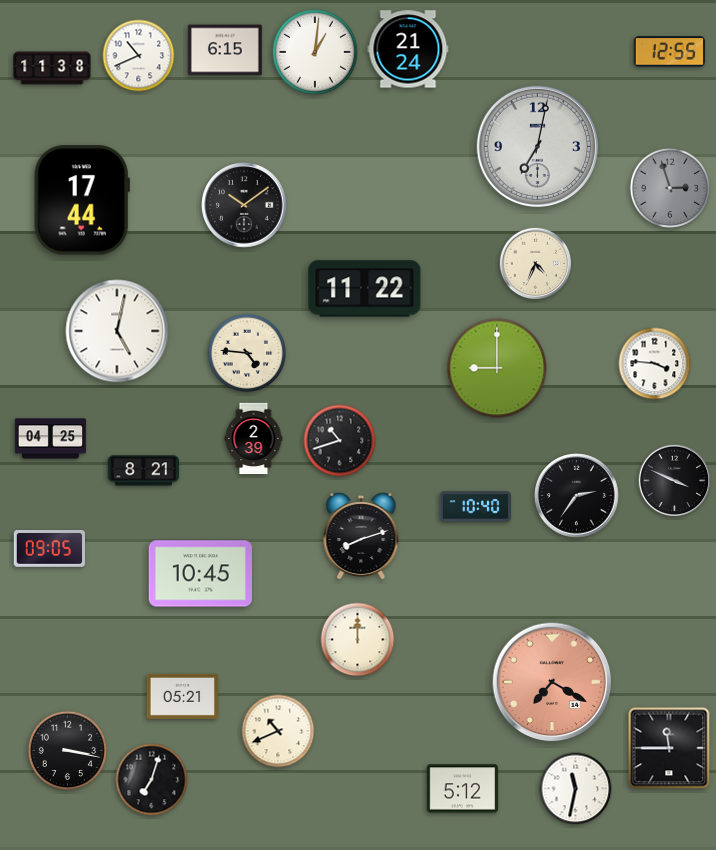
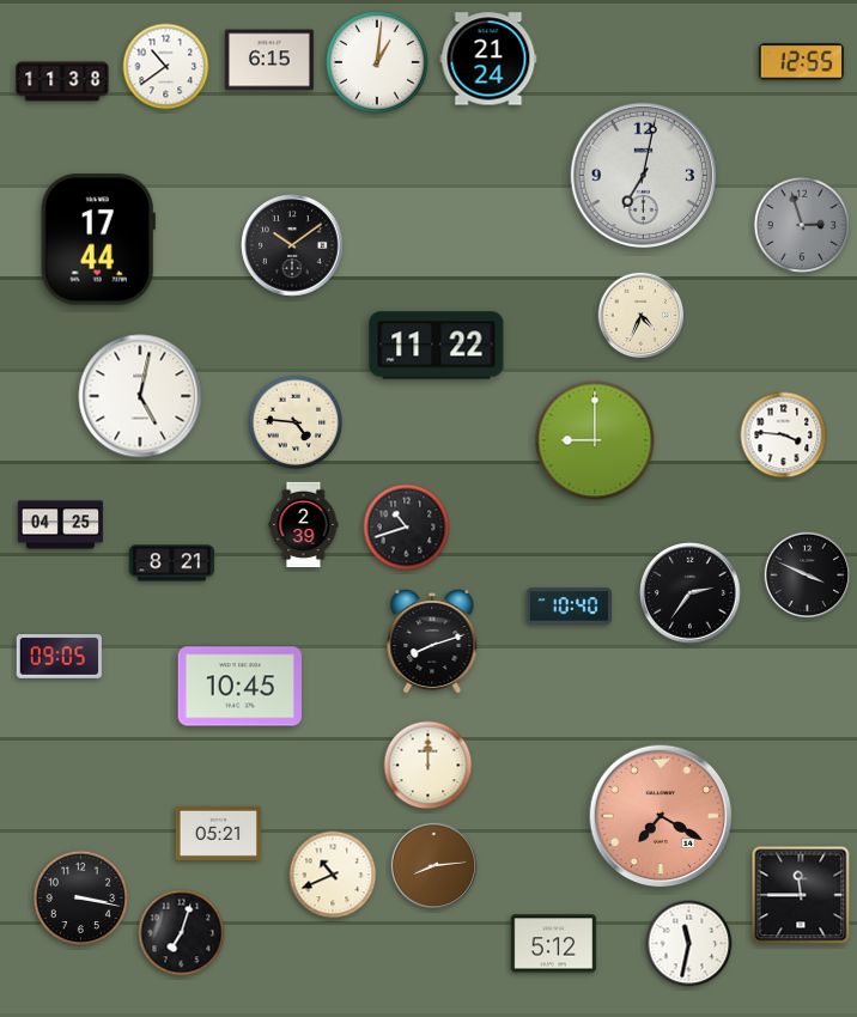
clock at (139, 56): 10:41 -> 10:39
clock at (434, 866): none -> 8:14
